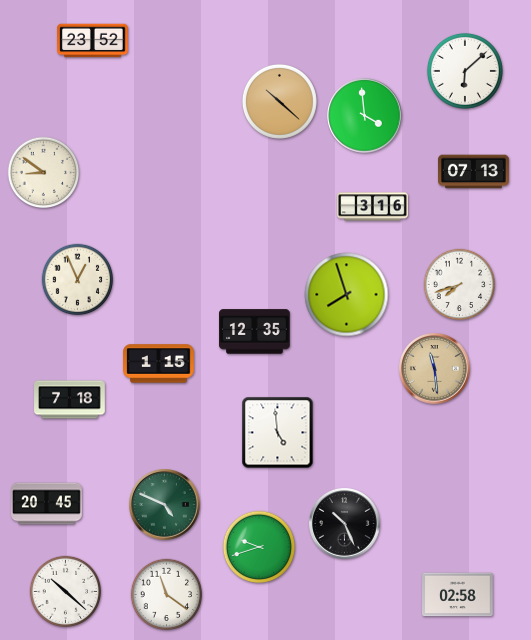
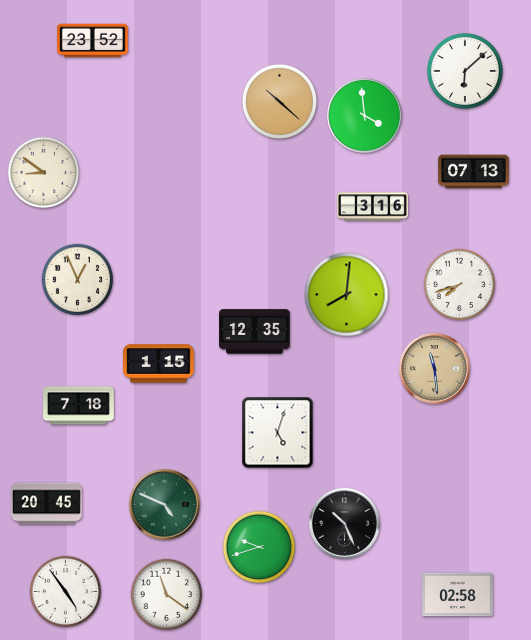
clock at (347, 295): 7:57 -> 8:01
clock at (70, 400) position: (70, 400) -> (79, 406)
clock at (278, 433): 4:59 -> 5:03
clock at (66, 592): 10:22 -> 4:54
